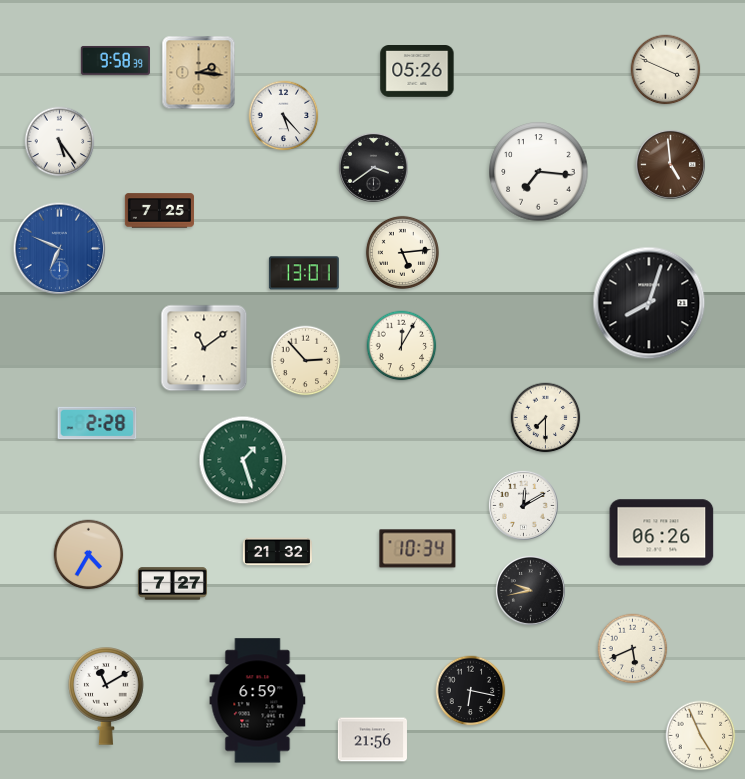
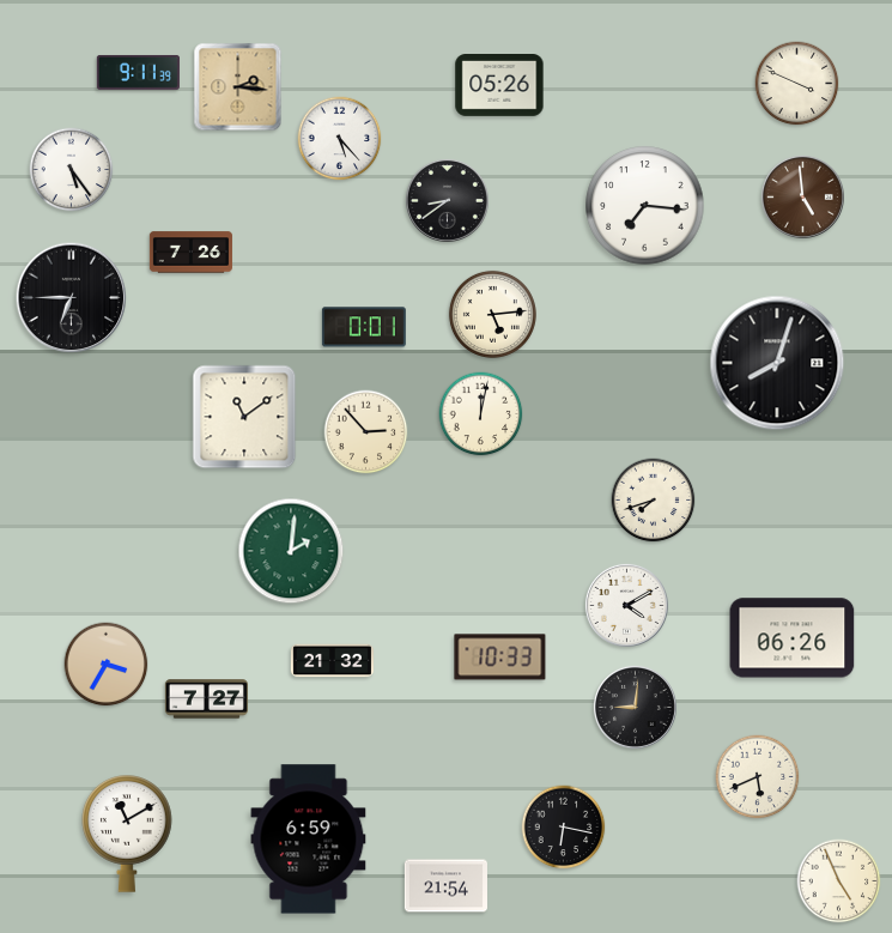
clock at (115, 60): 9:58 -> 9:11
clock at (373, 167): 3:39 -> 8:39
clock at (159, 211): 7:25 -> 7:26
clock at (60, 249): 6:49 -> 6:45
clock at (60, 249) dial: blue -> black
clock at (402, 252) position: (402, 252) -> (492, 314)
clock at (304, 273): 13:01 -> 0:01
clock at (402, 346): 12:05 -> 12:02
clock at (546, 418): 7:30 -> 7:42
clock at (97, 423): 2:28 -> none
clock at (243, 460): 1:27 -> 2:01
clock at (523, 505): 12:10 -> 4:10
clock at (418, 549): 10:34 -> 10:33
clock at (89, 555): 4:35 -> 3:35
clock at (530, 590): 9:43 -> 9:01
clock at (372, 740): 21:56 -> 21:54
